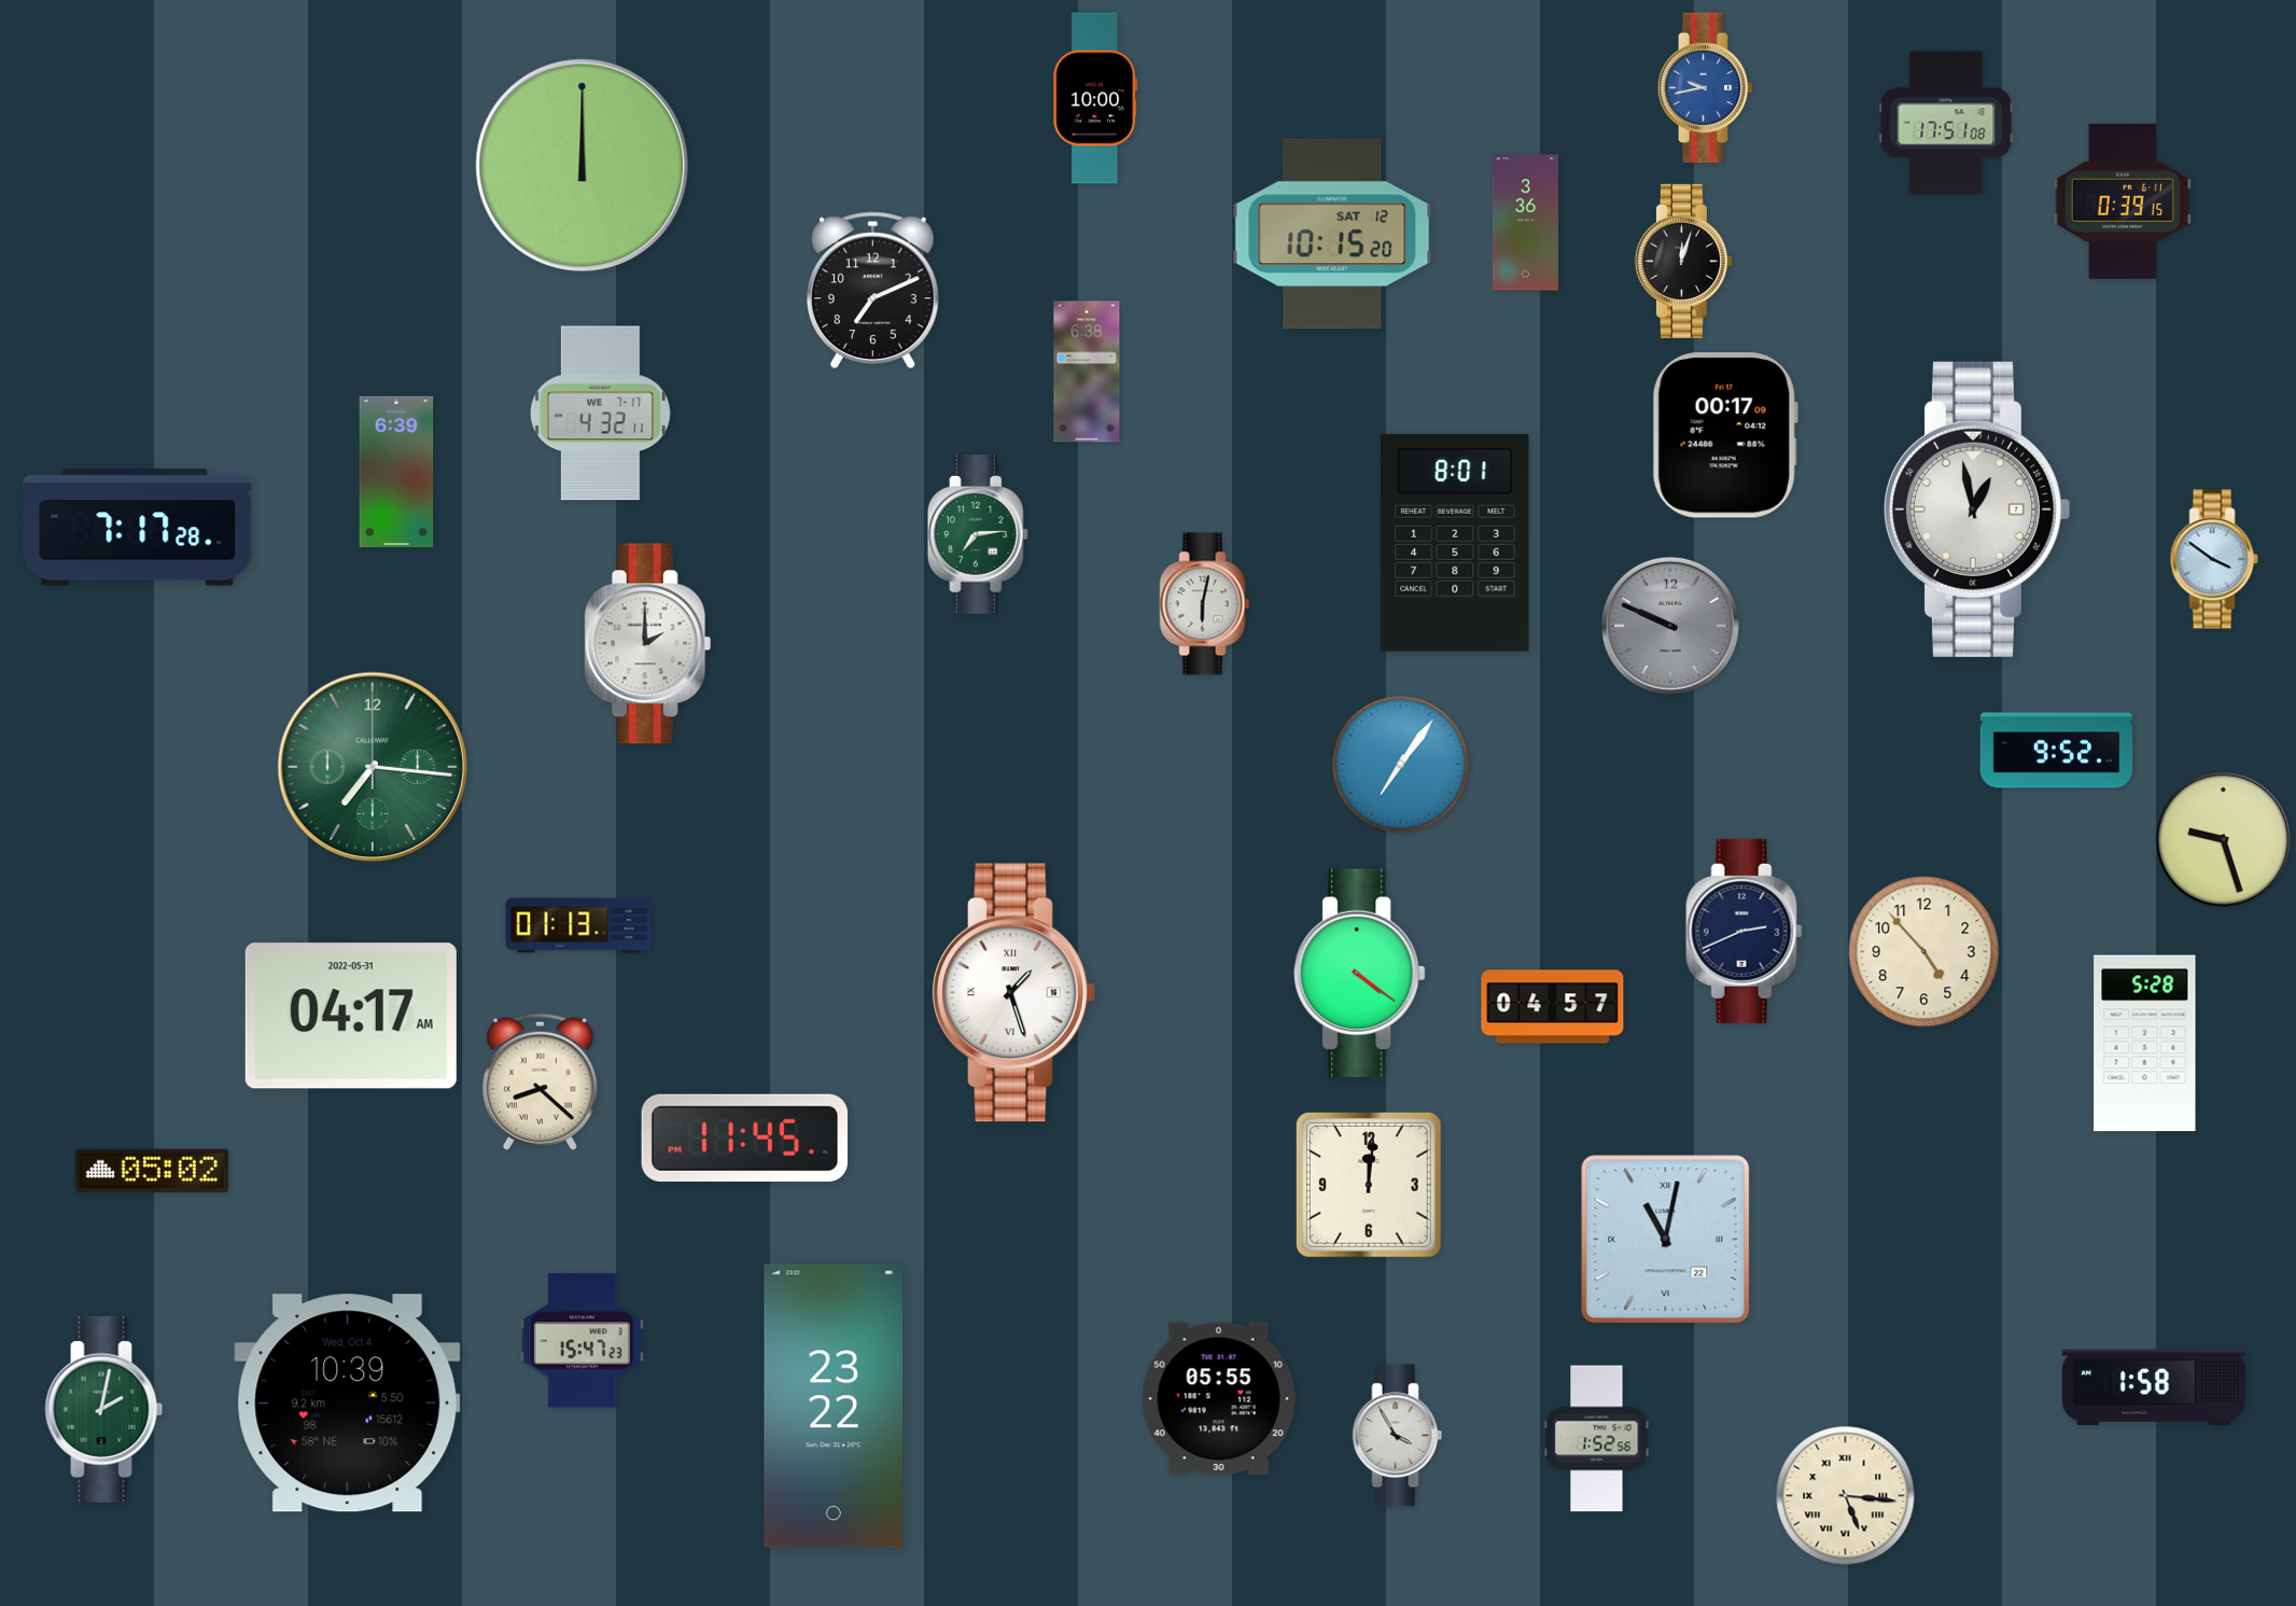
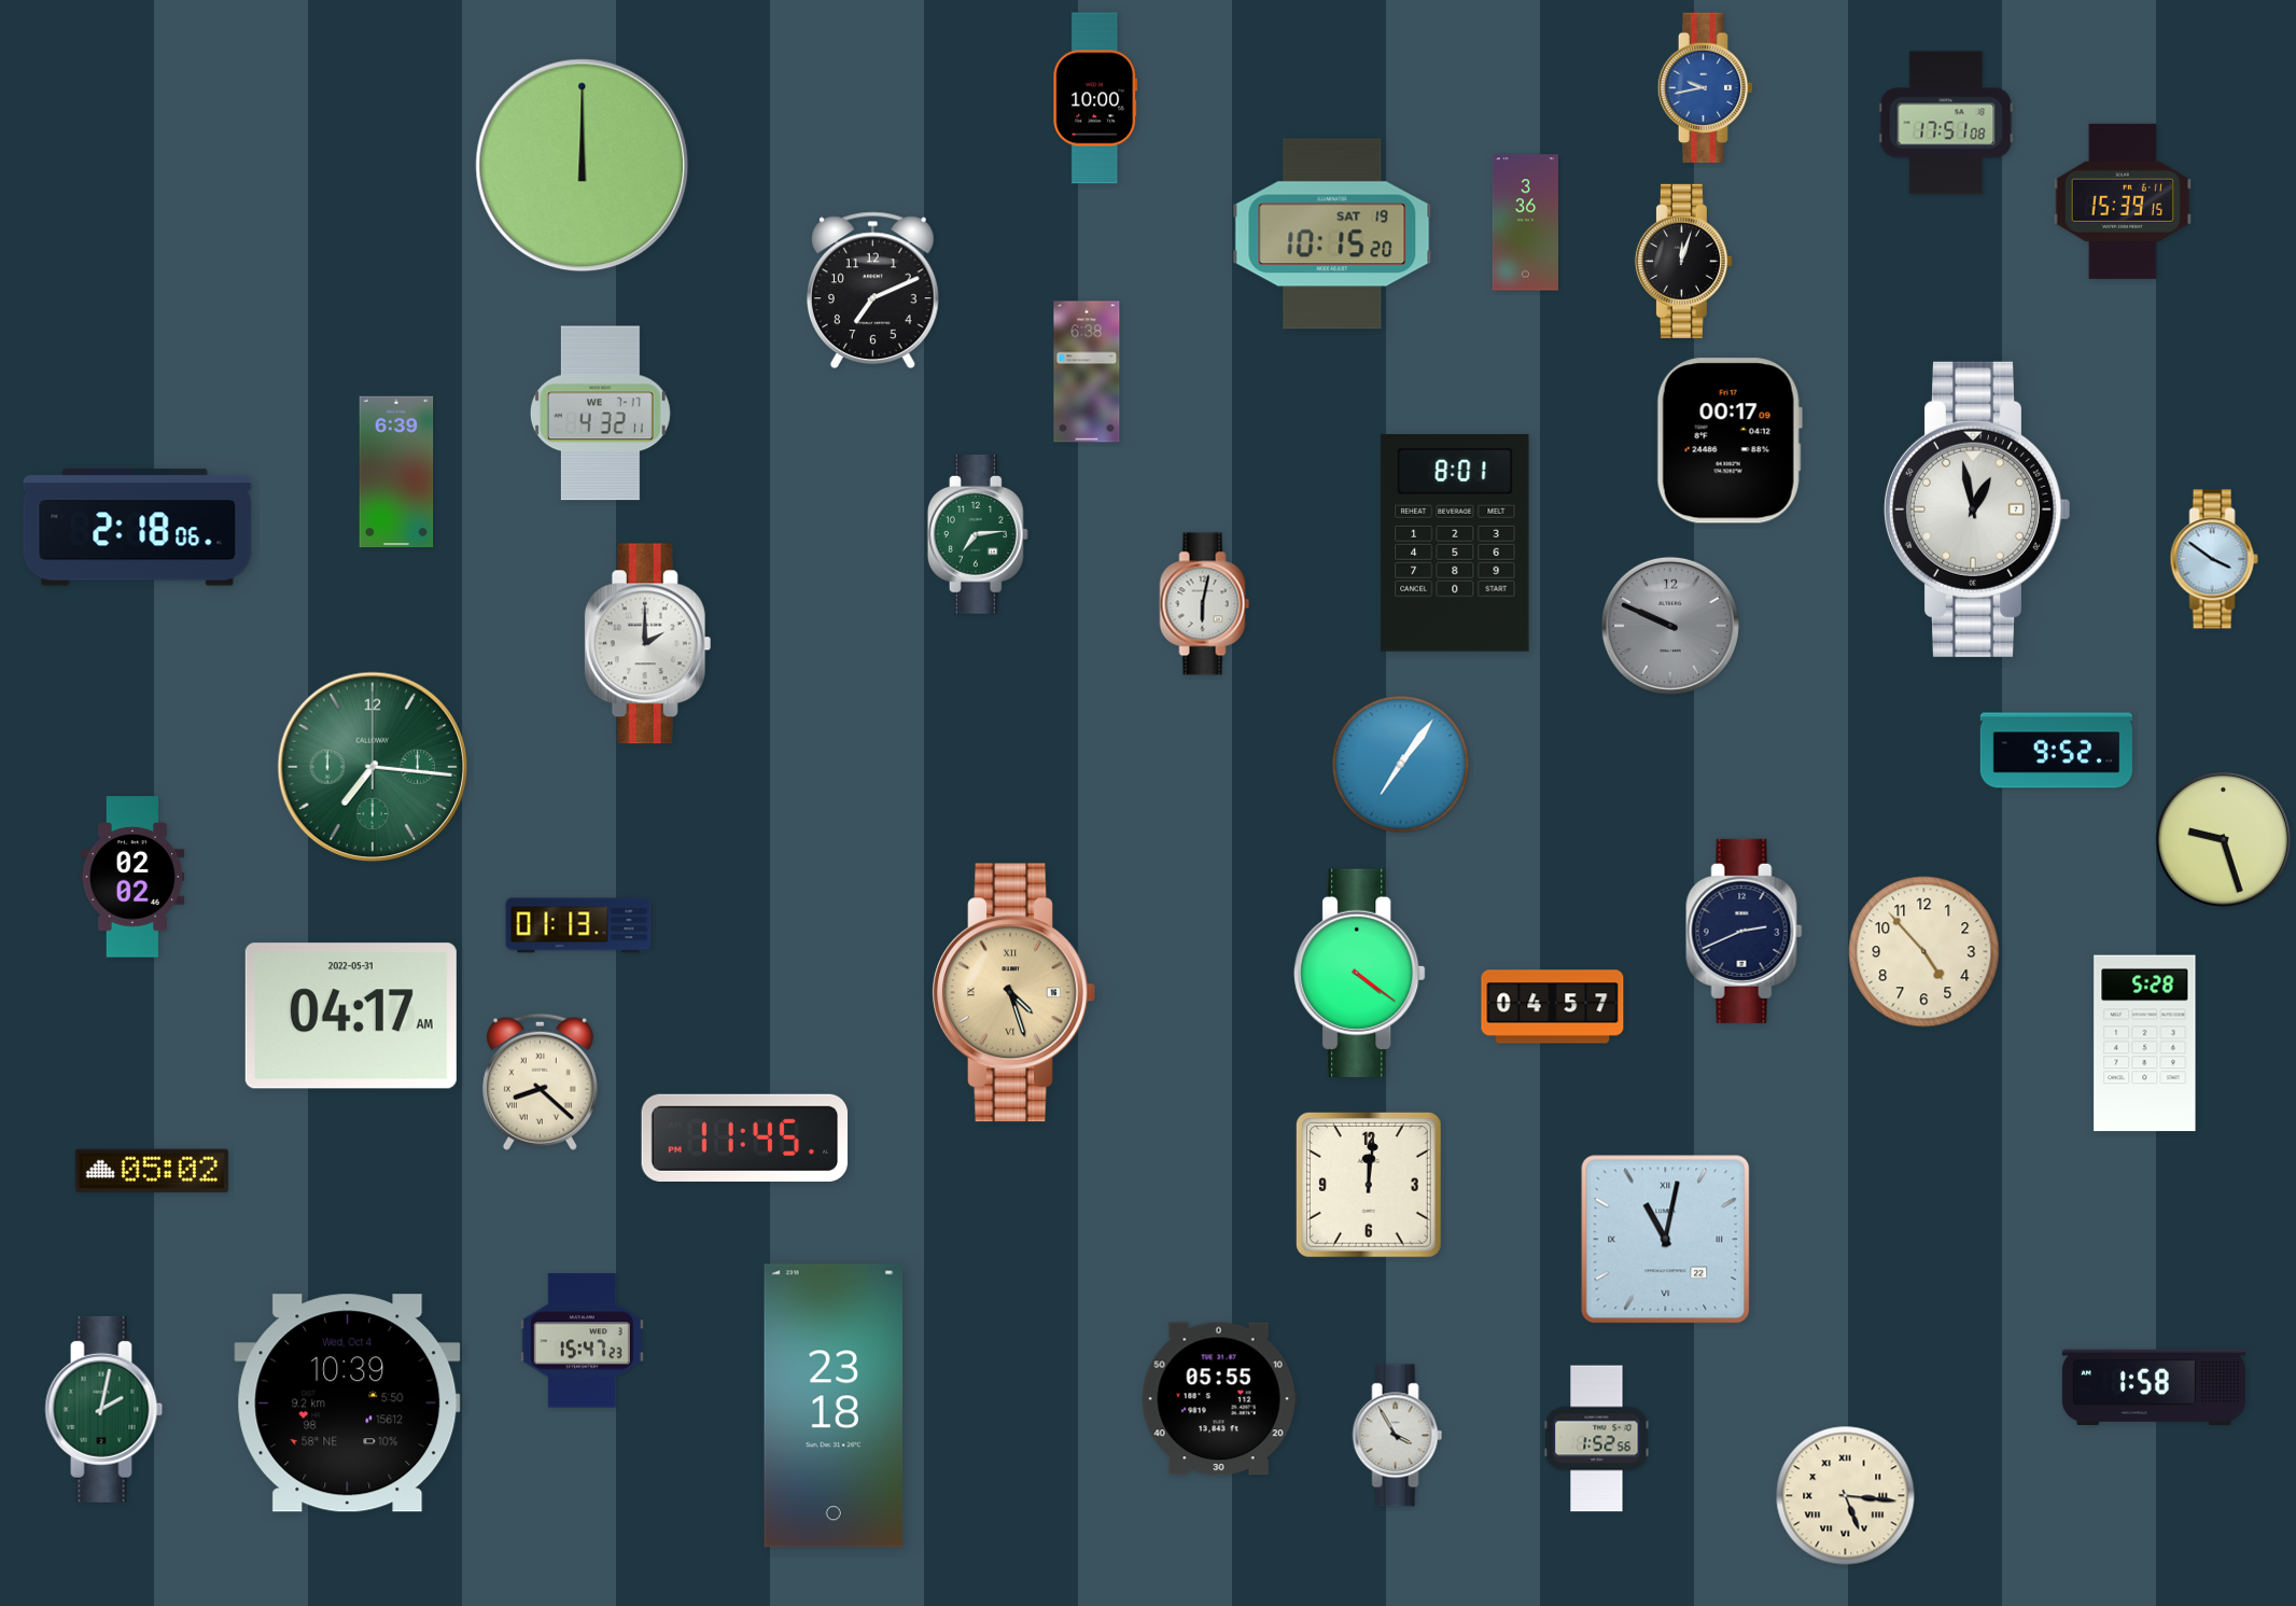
clock at (2122, 201): 0:39 -> 15:39
clock at (1332, 234) date: SAT 12 -> SAT 19
clock at (1725, 435) position: (1725, 435) -> (1730, 441)
clock at (138, 528): 7:17 -> 2:18
clock at (132, 877): none -> 02:02
clock at (1013, 993): 1:27 -> 4:27
clock at (1013, 993) dial: white -> champagne
clock at (834, 1406): 23:22 -> 23:18
